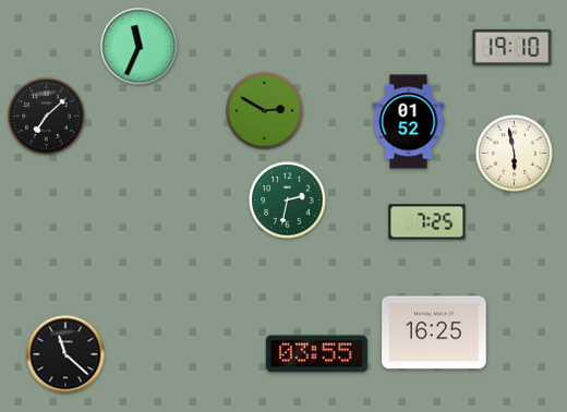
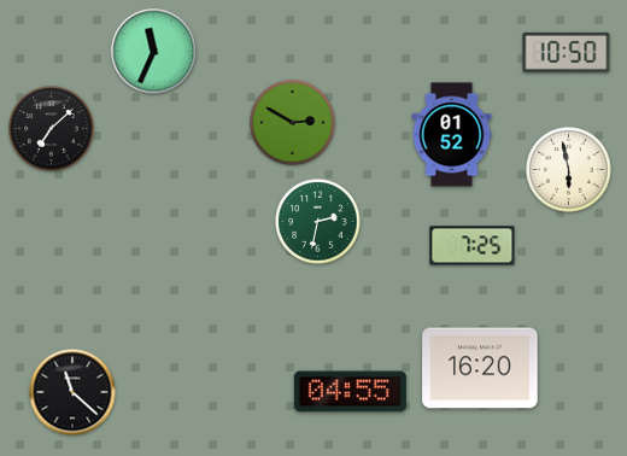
clock at (512, 47): 19:10 -> 10:50
clock at (434, 332): 16:25 -> 16:20
clock at (316, 354): 03:55 -> 04:55
